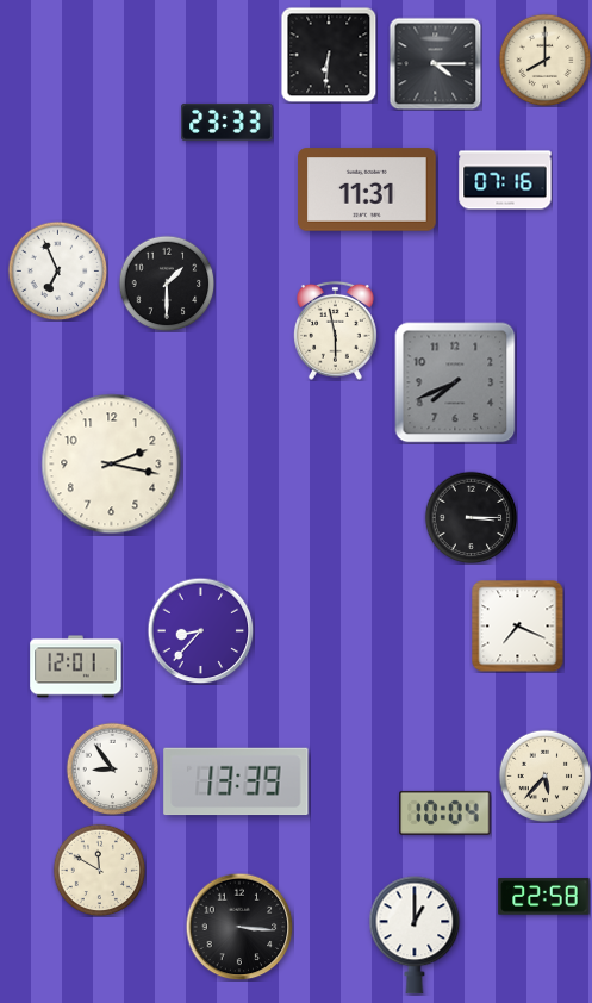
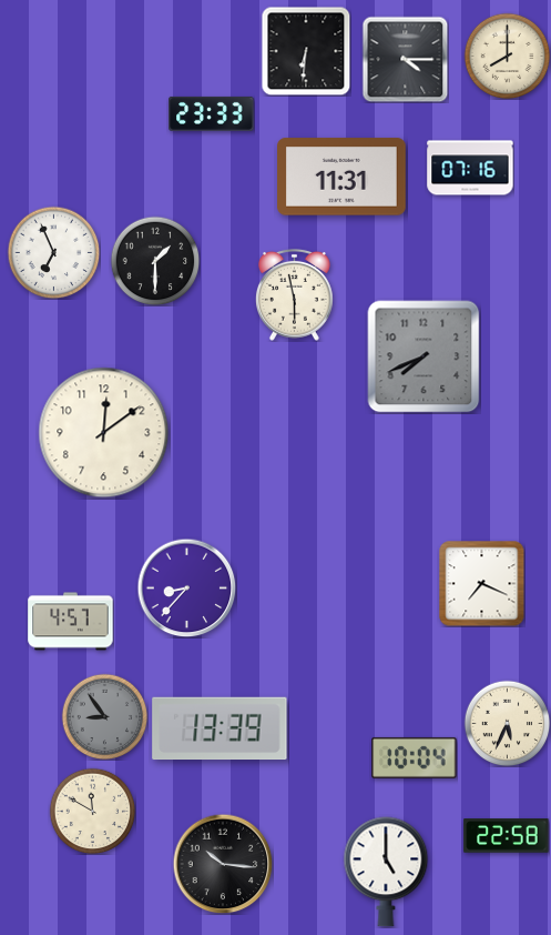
clock at (167, 284) position: (167, 284) -> (155, 261)
clock at (335, 330) position: (335, 330) -> (294, 294)
clock at (112, 465): 2:17 -> 12:09
clock at (471, 517): 3:15 -> none
clock at (76, 667): 12:01 -> 4:57
clock at (112, 768) dial: white -> grey
clock at (544, 775): 5:37 -> 5:34
clock at (239, 927): 3:16 -> 10:16
clock at (415, 935): 1:00 -> 5:00
